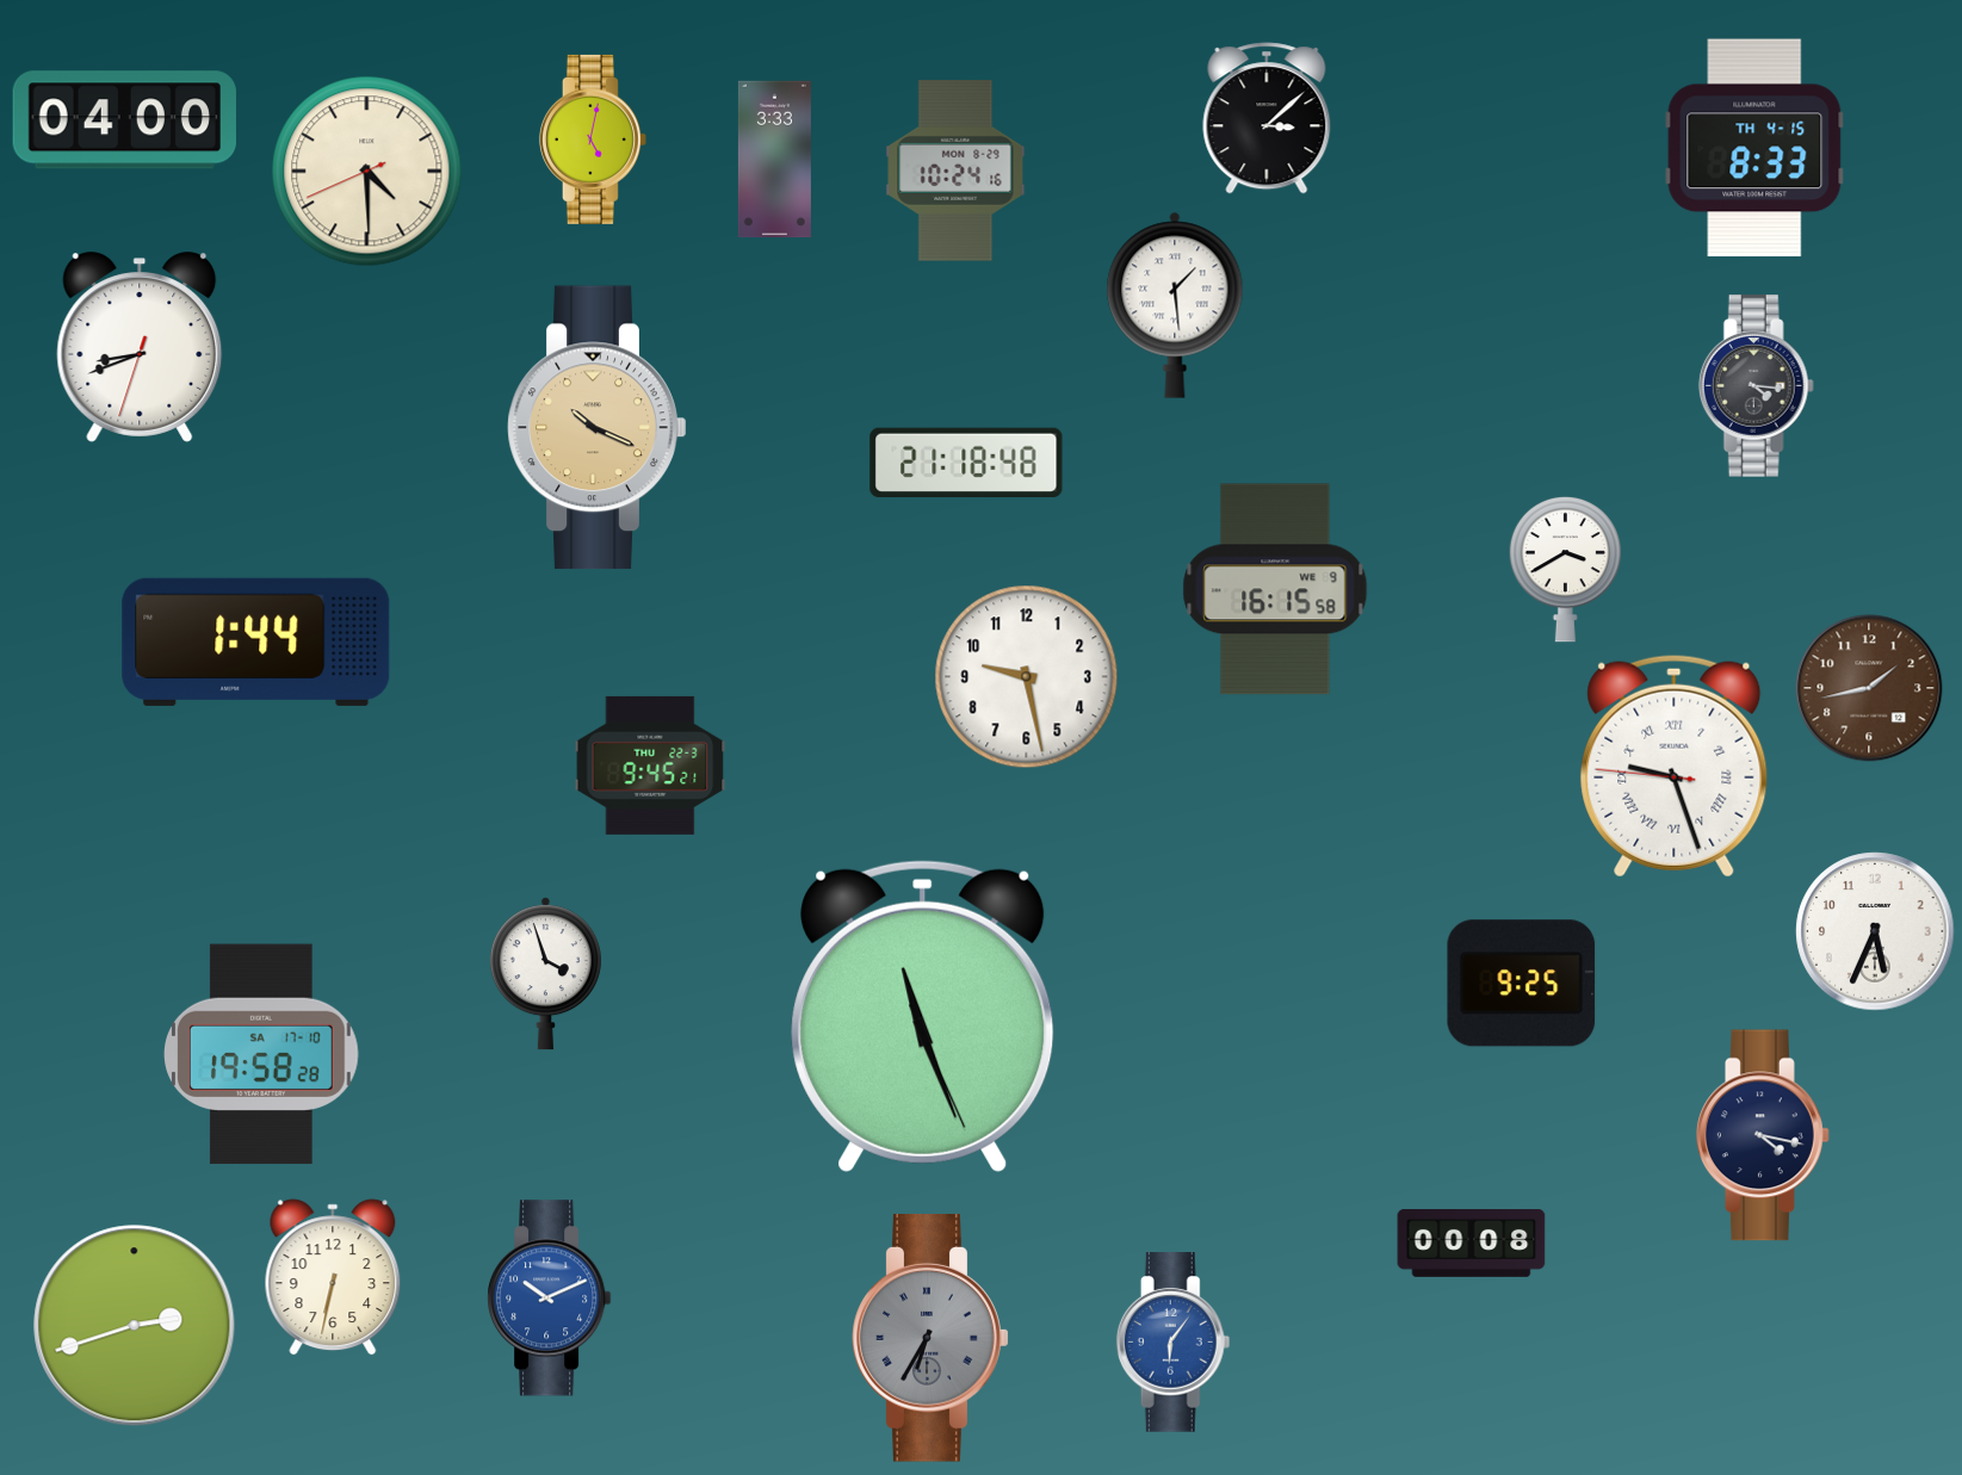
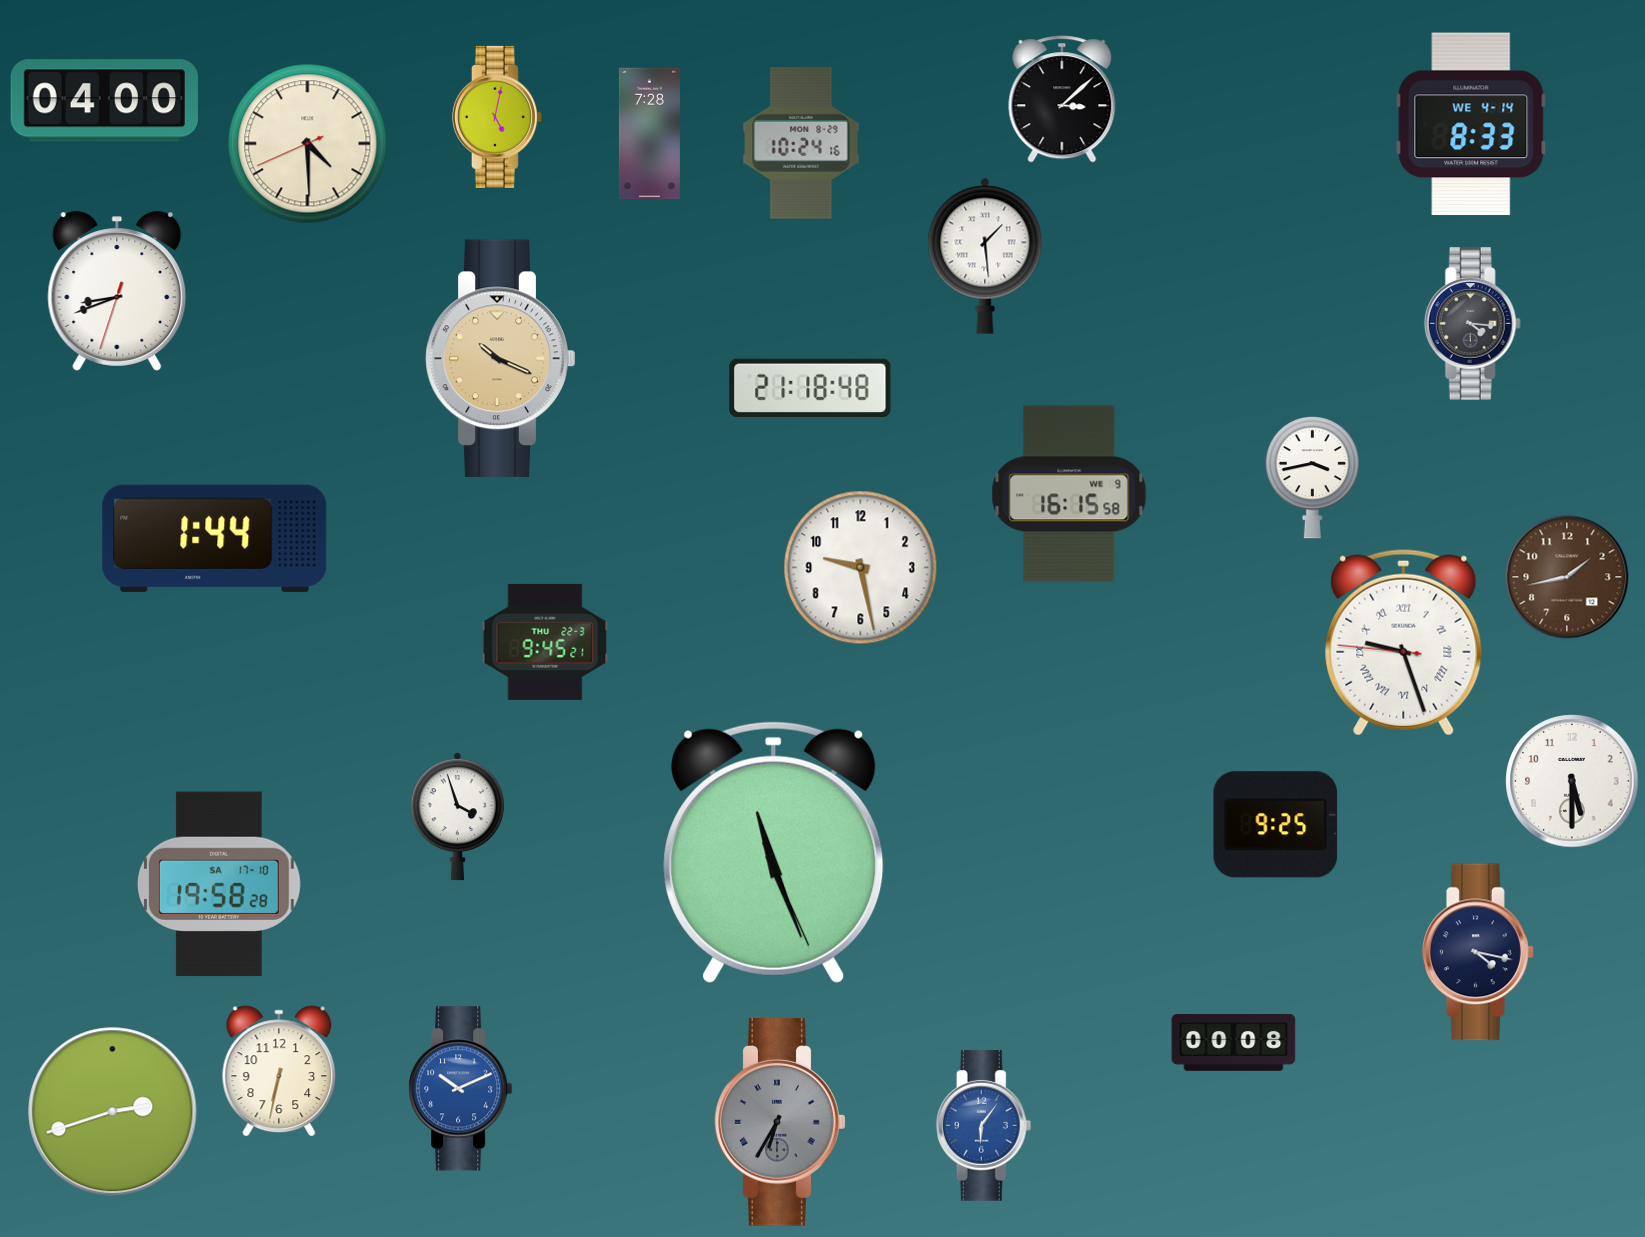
clock at (1754, 148) date: TH 4-15 -> WE 4-14
clock at (774, 160): 3:33 -> 7:28
clock at (1565, 569): 3:40 -> 3:43
clock at (1875, 931): 5:34 -> 5:30
